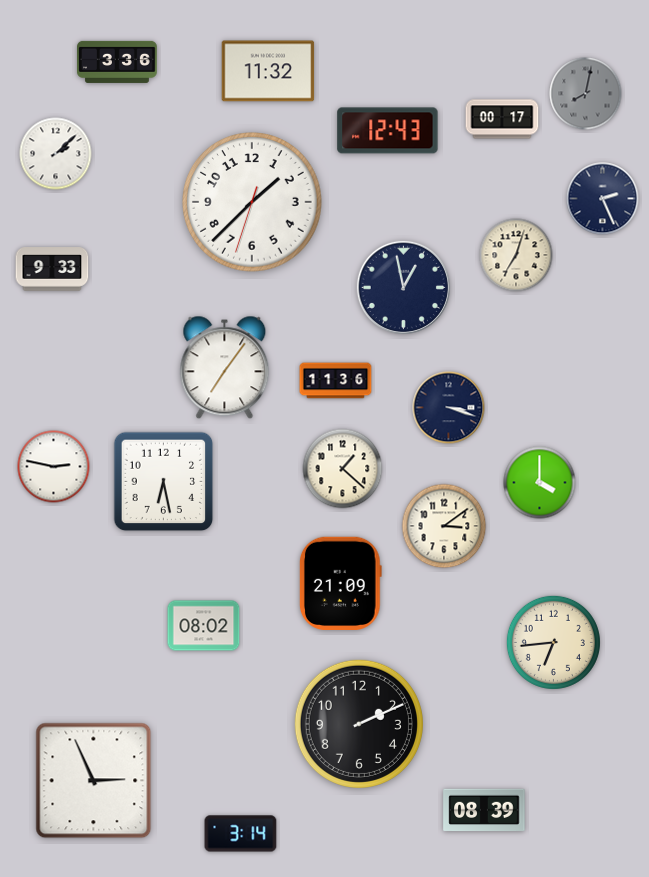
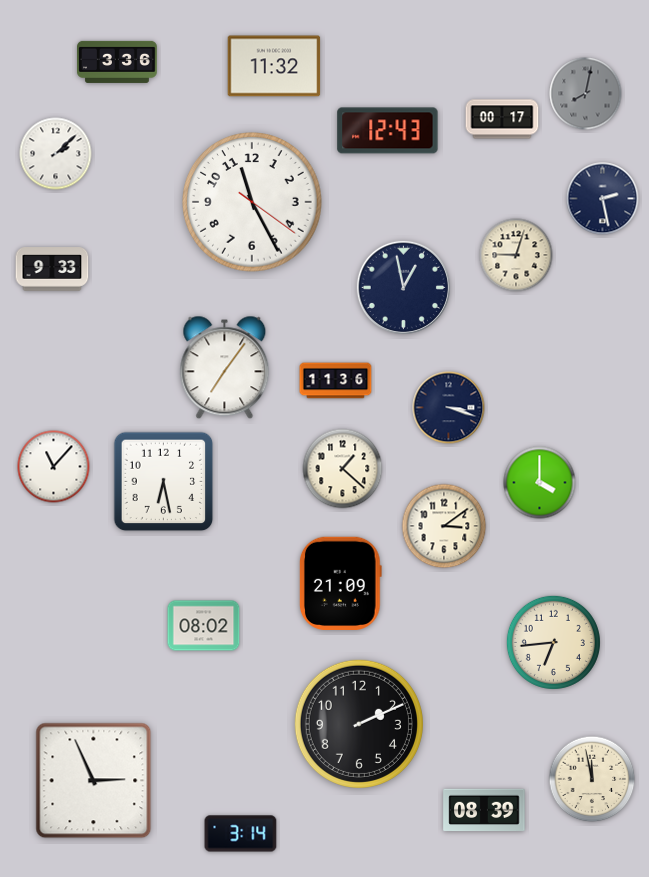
clock at (268, 71) position: (268, 71) -> (274, 66)
clock at (603, 199): 2:26 -> 2:28
clock at (252, 202): 1:37 -> 11:25
clock at (516, 255): 7:03 -> 9:03
clock at (54, 467): 2:47 -> 11:07
clock at (592, 779): none -> 11:58
